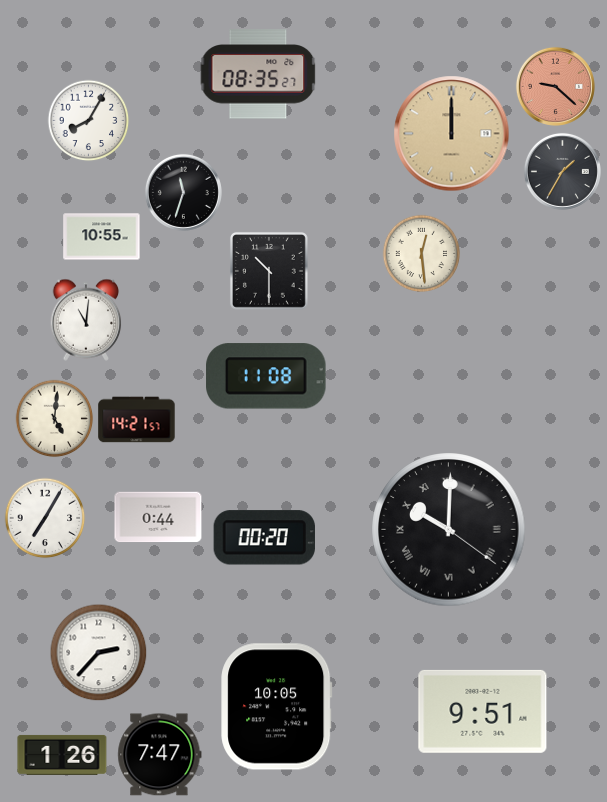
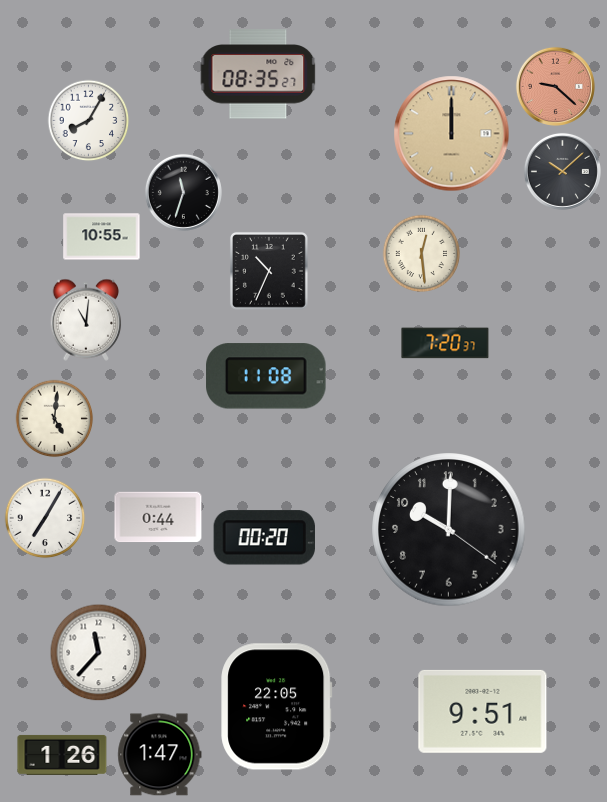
clock at (562, 171): 1:35 -> 10:08
clock at (269, 271): 10:30 -> 10:34
clock at (445, 343): none -> 7:20
clock at (137, 420): 14:21 -> none
clock at (449, 530) numerals: Roman -> Arabic
clock at (98, 652): 2:37 -> 11:37
clock at (277, 707): 10:05 -> 22:05
clock at (160, 755): 7:47 -> 1:47
